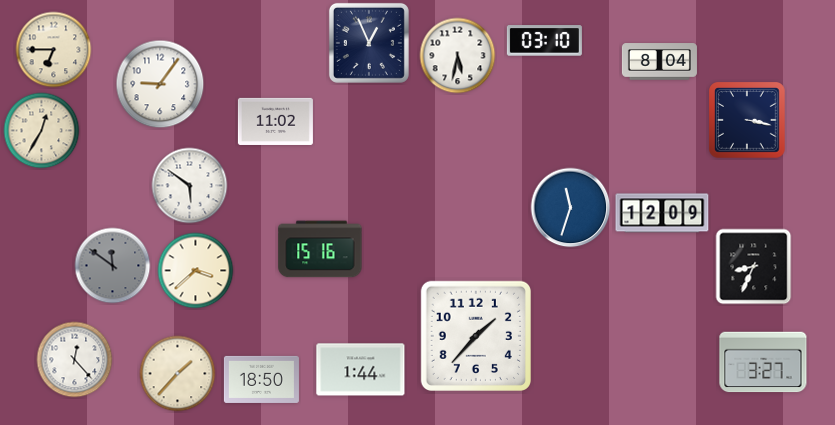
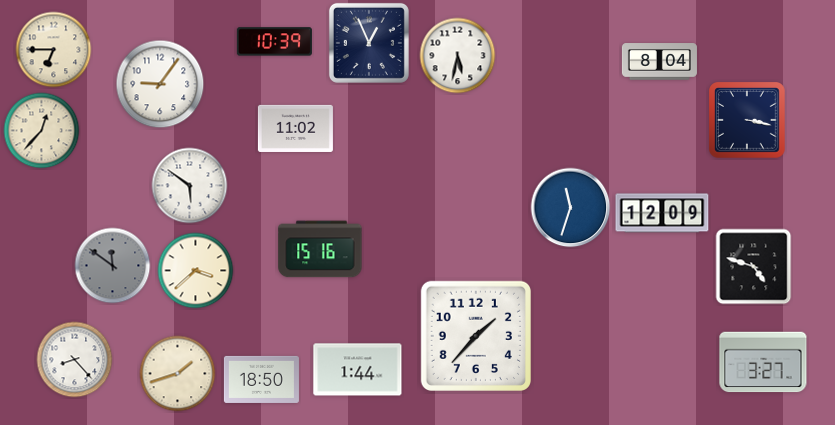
clock at (544, 41): 03:10 -> none
clock at (274, 42): none -> 10:39
clock at (275, 121) position: (275, 121) -> (295, 128)
clock at (42, 131): 12:35 -> 12:37
clock at (754, 267): 8:34 -> 4:48
clock at (75, 360): 12:23 -> 8:23
clock at (361, 370) position: (361, 370) -> (358, 370)
clock at (178, 374): 1:37 -> 1:42
